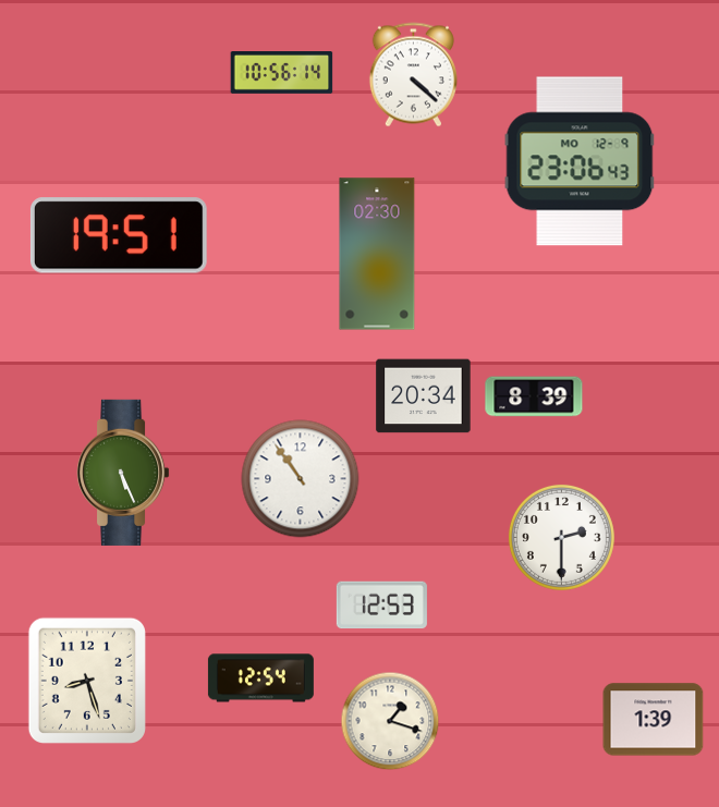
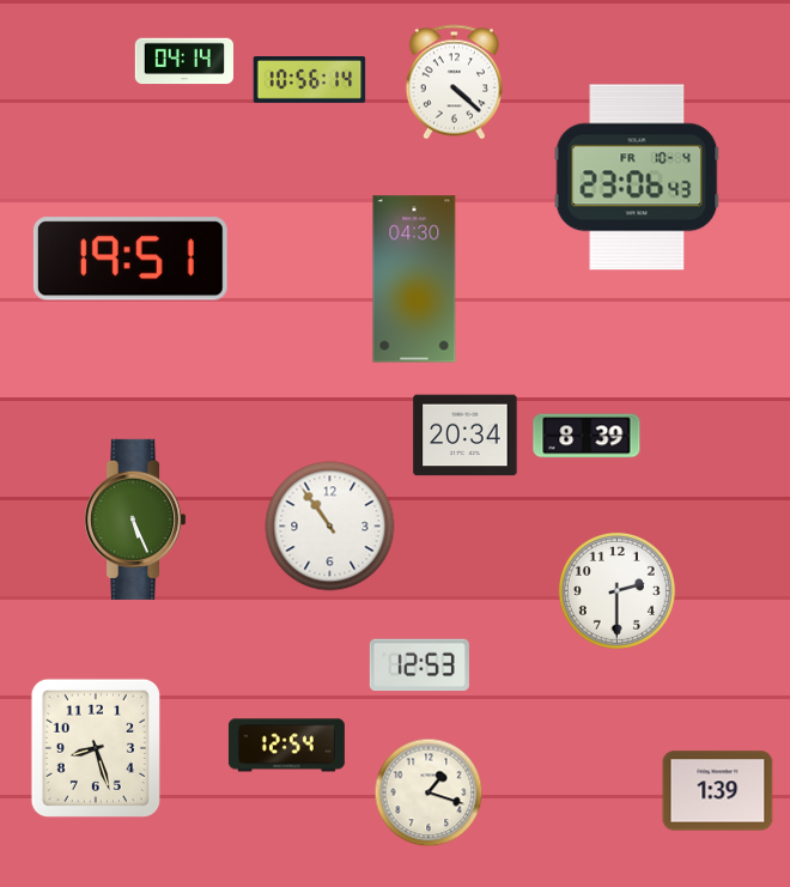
clock at (183, 61): none -> 04:14
clock at (580, 161) date: MO 12-9 -> FR 10-4
clock at (377, 254): 02:30 -> 04:30
